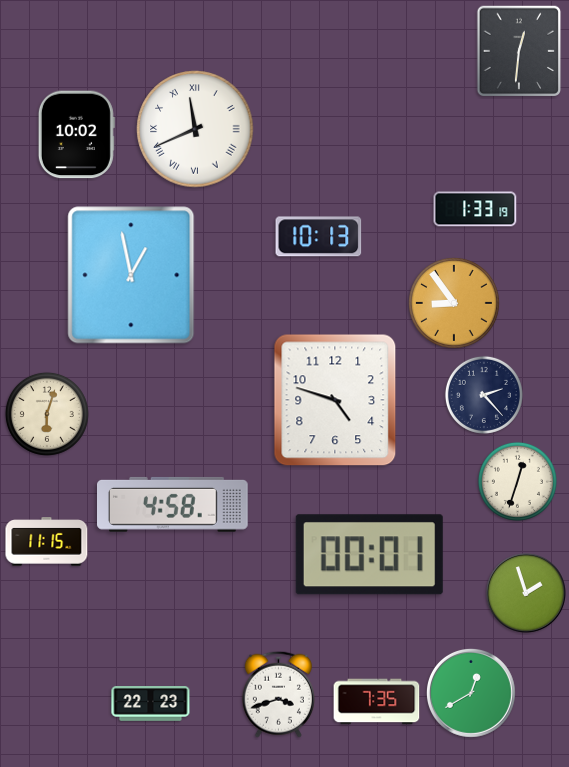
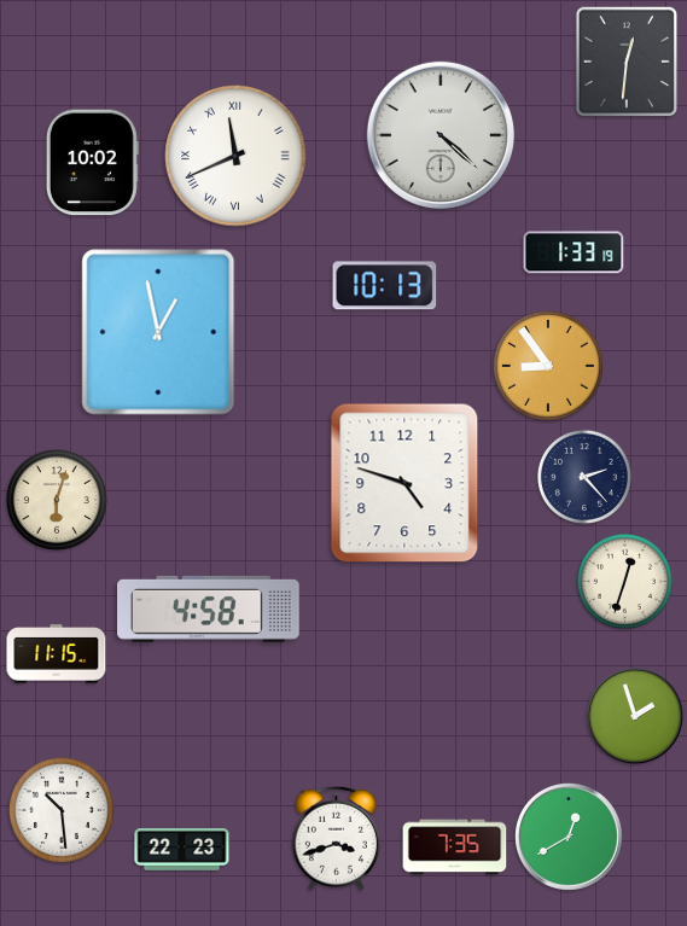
clock at (441, 135): none -> 4:22
clock at (369, 555): 00:01 -> none
clock at (62, 810): none -> 10:29
